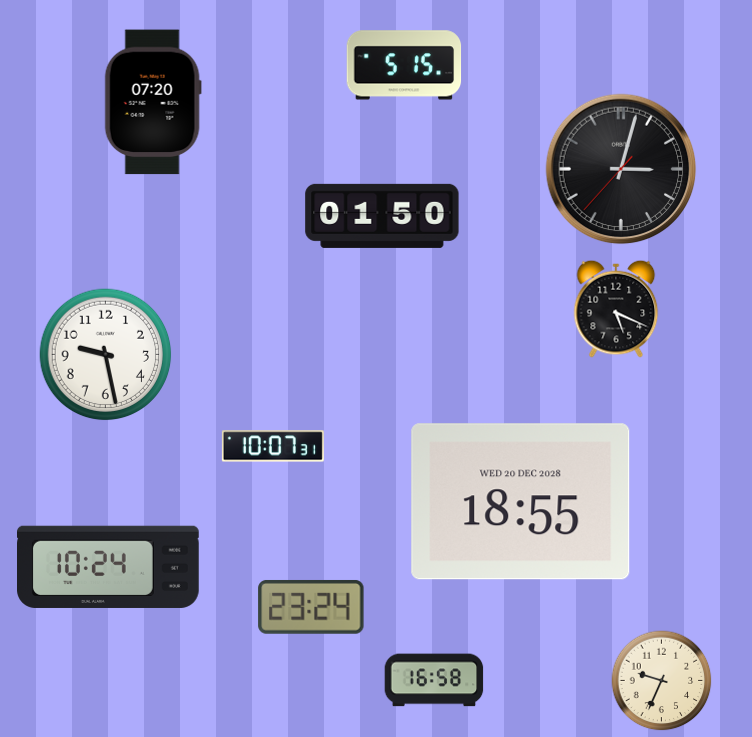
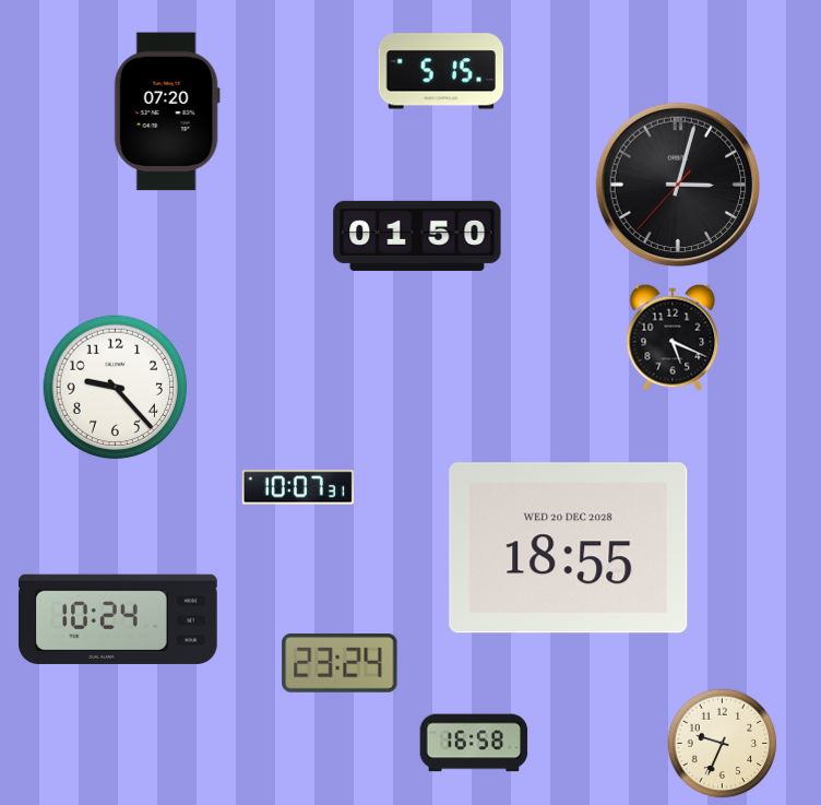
clock at (106, 355): 9:28 -> 9:23
